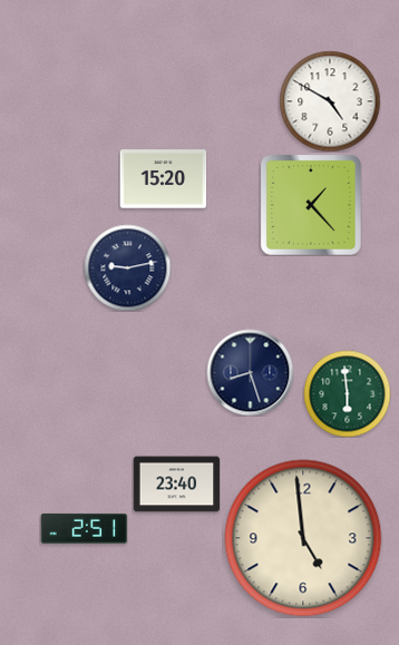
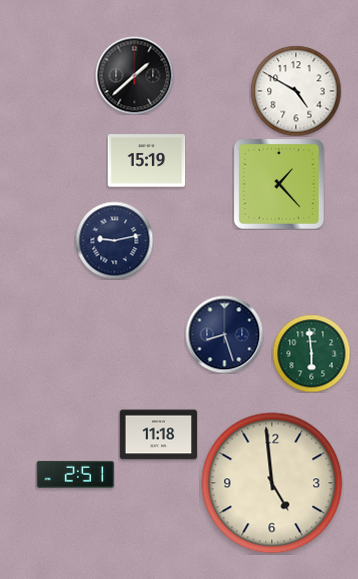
clock at (134, 75): none -> 1:38
clock at (163, 179): 15:20 -> 15:19
clock at (176, 485): 23:40 -> 11:18
